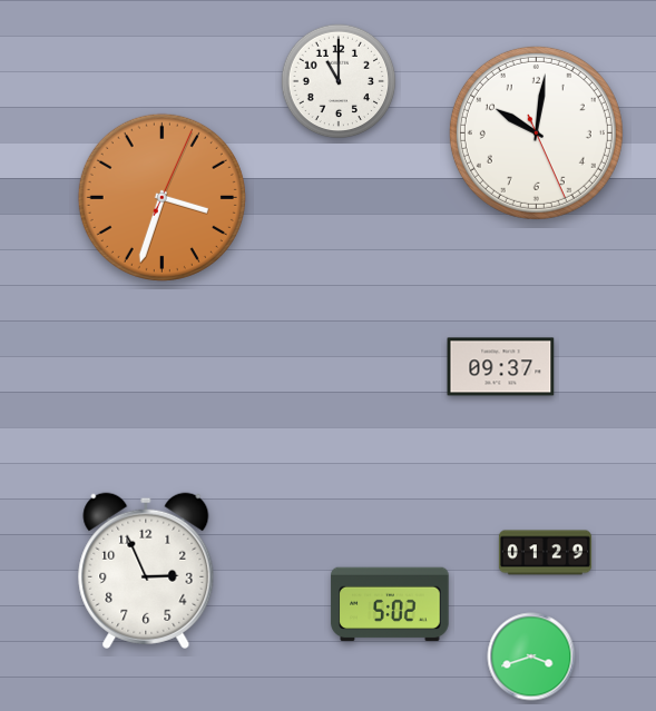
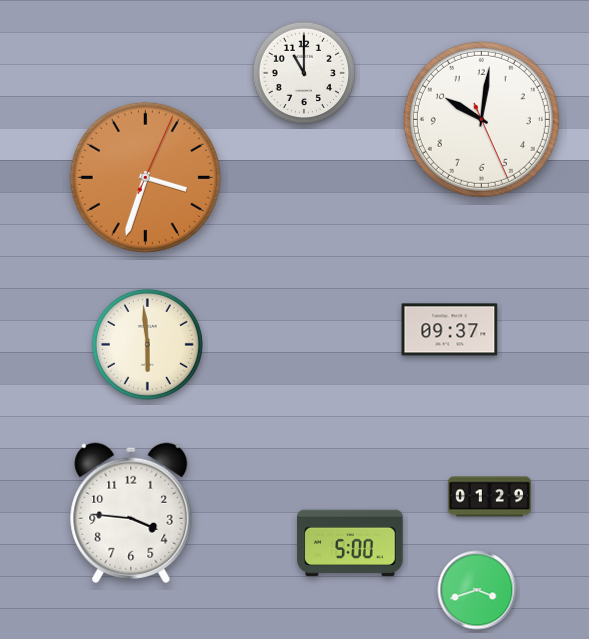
clock at (147, 344): none -> 5:59
clock at (146, 571): 2:56 -> 3:46
clock at (390, 604): 5:02 -> 5:00
